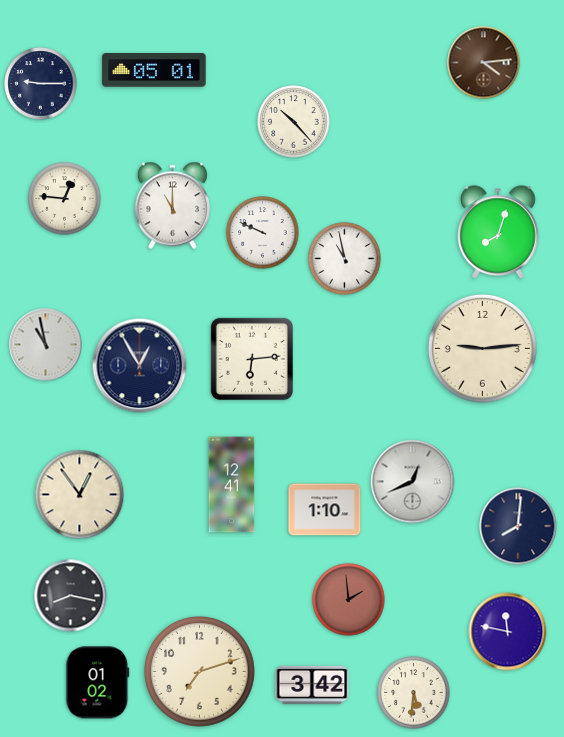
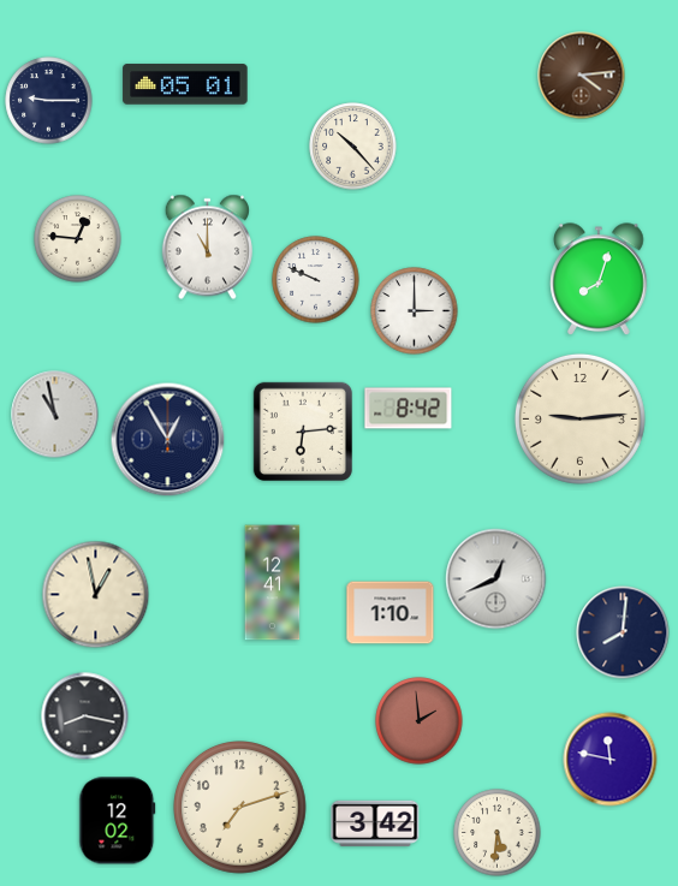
clock at (345, 259): 10:58 -> 3:00
clock at (409, 409): none -> 8:42
clock at (232, 485) position: (232, 485) -> (273, 583)
clock at (80, 495): 12:54 -> 12:58
clock at (98, 683): 01:02 -> 12:02
